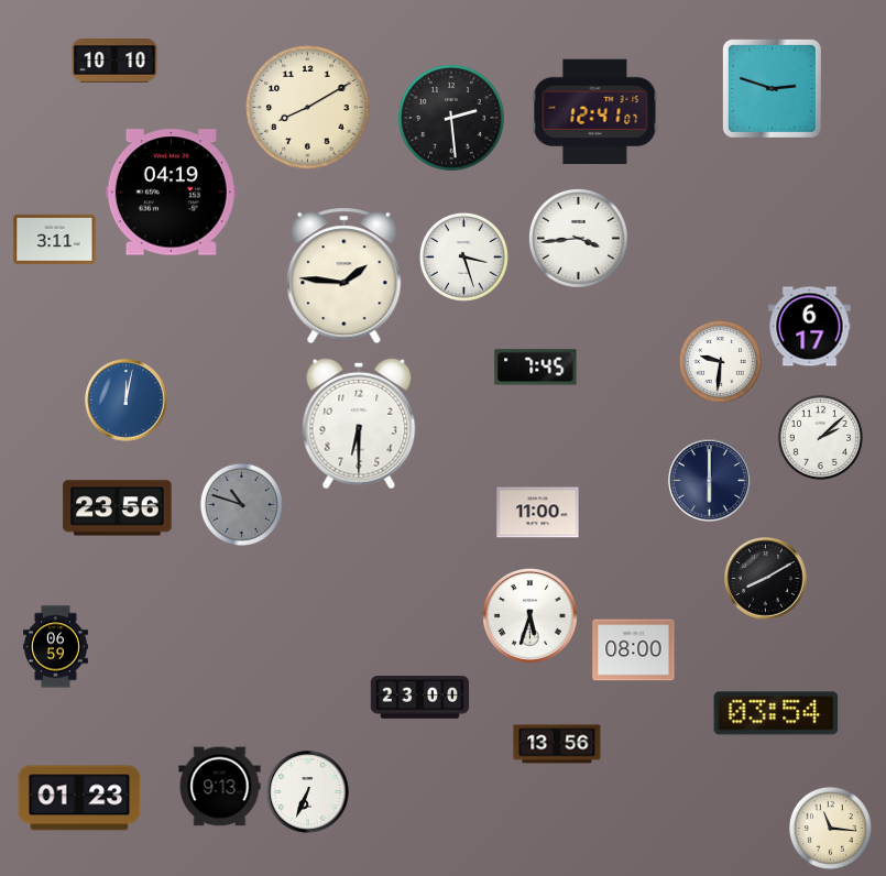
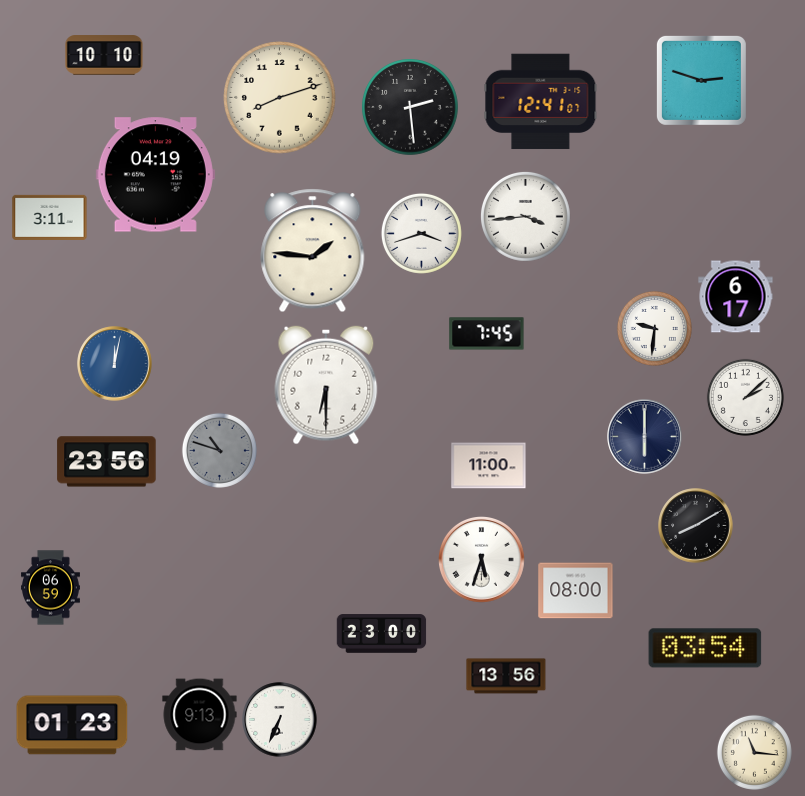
clock at (308, 108): 8:10 -> 8:12
clock at (463, 256): 3:27 -> 3:42
clock at (241, 504) position: (241, 504) -> (219, 450)
